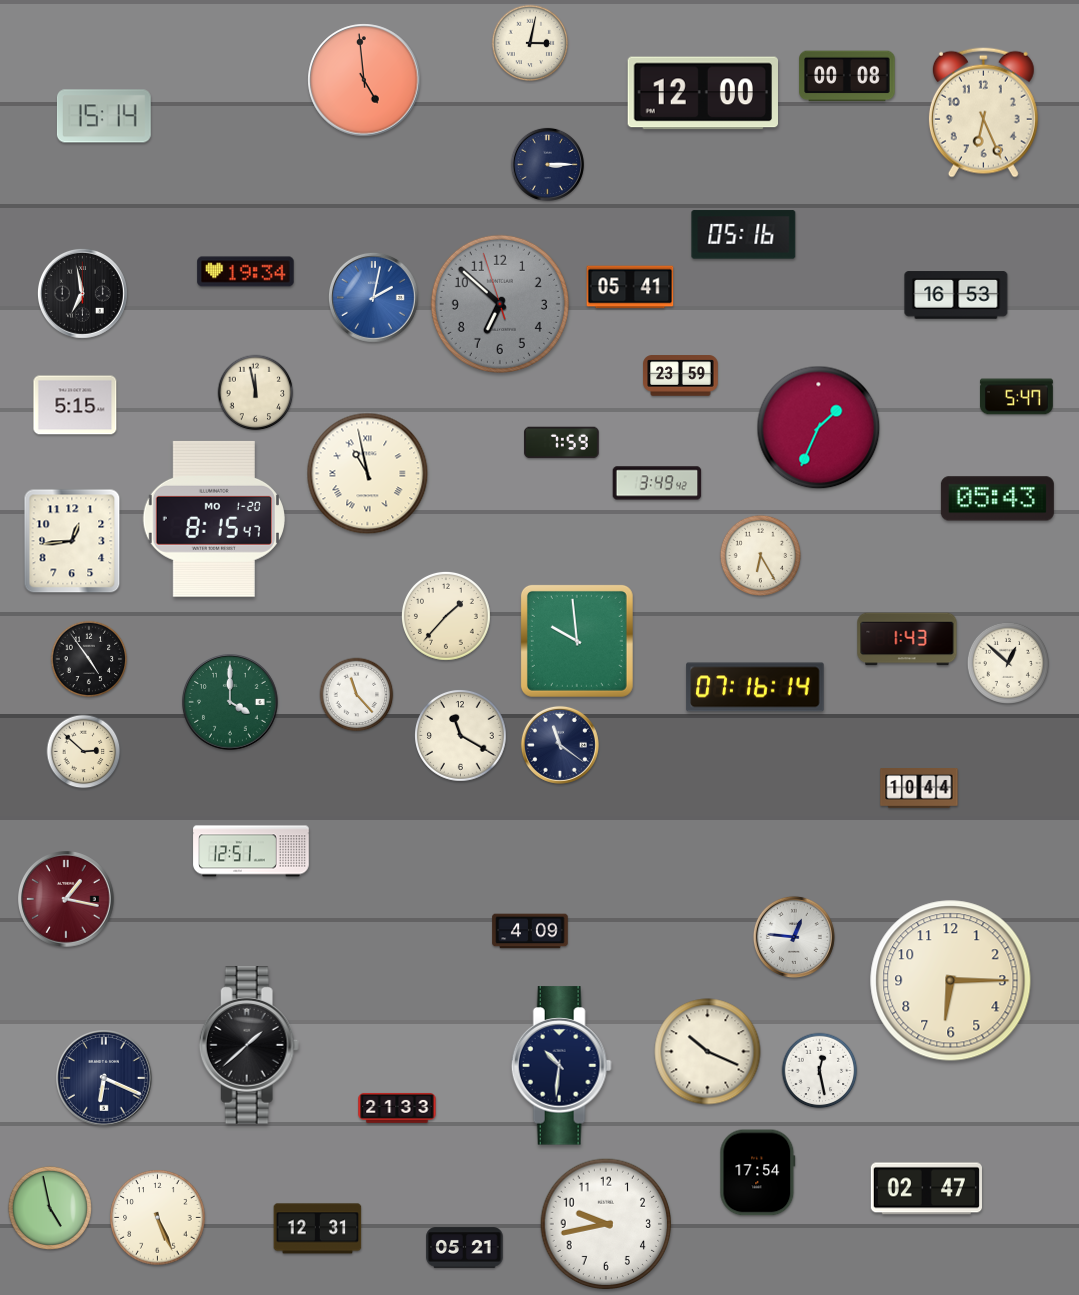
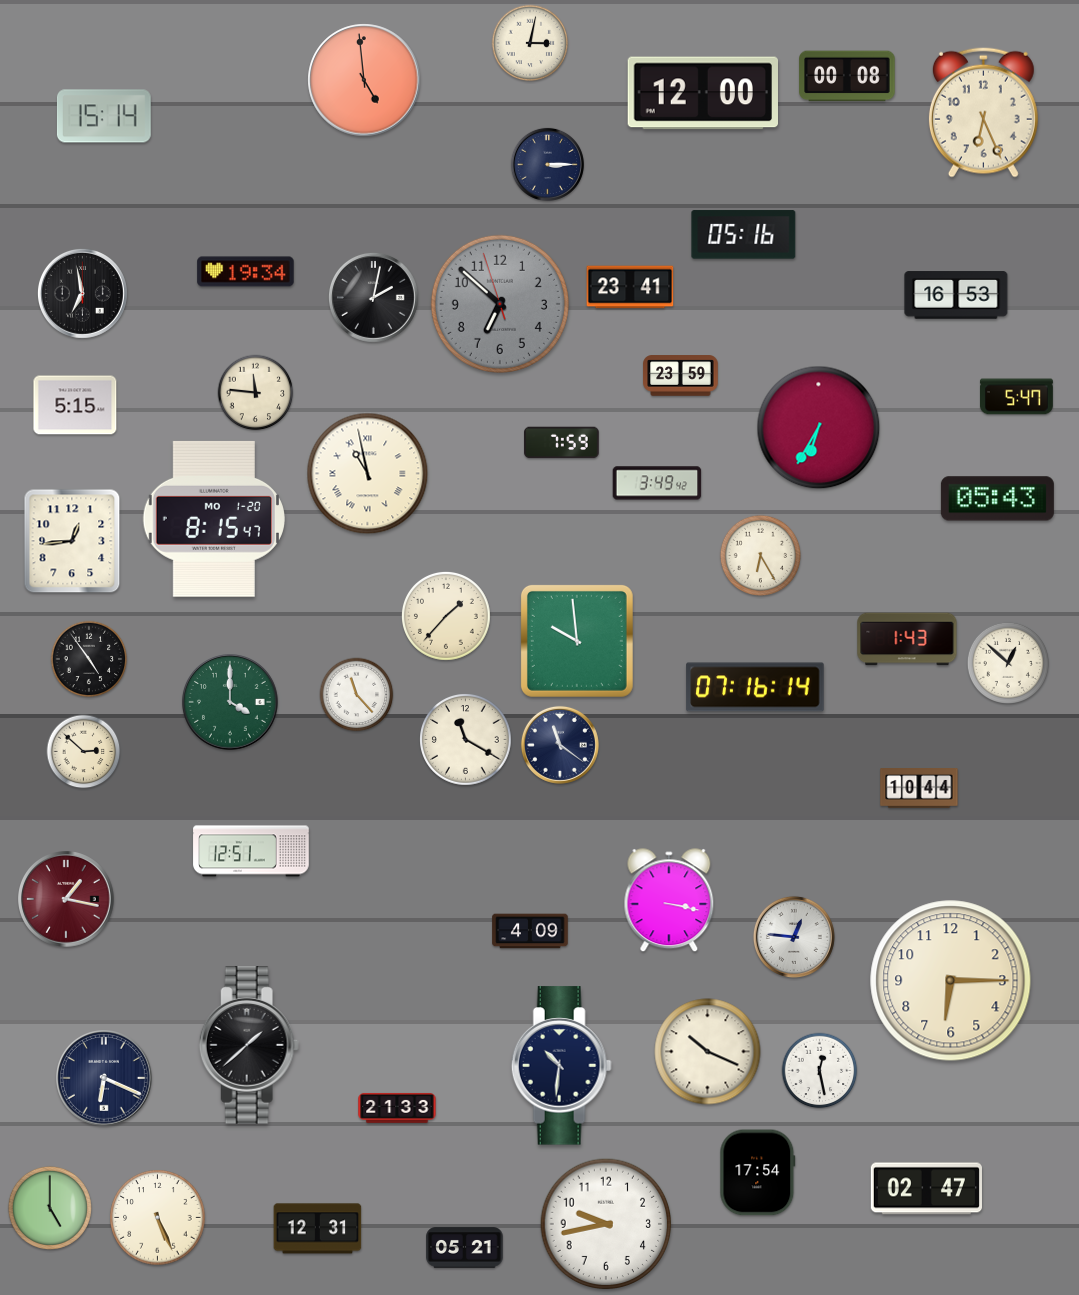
clock at (630, 287): 05:41 -> 23:41
clock at (373, 297) dial: blue -> black
clock at (256, 393): 11:58 -> 11:46
clock at (819, 428): 1:34 -> 6:35
clock at (461, 736) position: (461, 736) -> (466, 740)
clock at (669, 901): none -> 3:17
clock at (50, 1208): 4:58 -> 5:00
